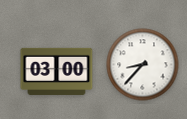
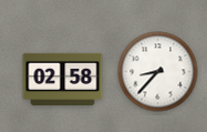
clock at (57, 71): 03:00 -> 02:58
